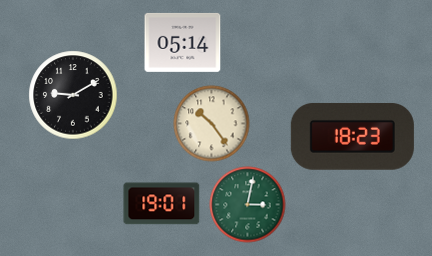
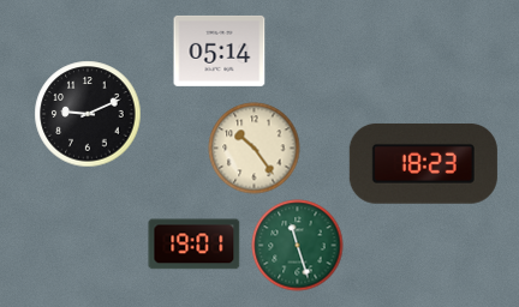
clock at (73, 95): 9:10 -> 9:11
clock at (248, 205): 3:02 -> 11:27
